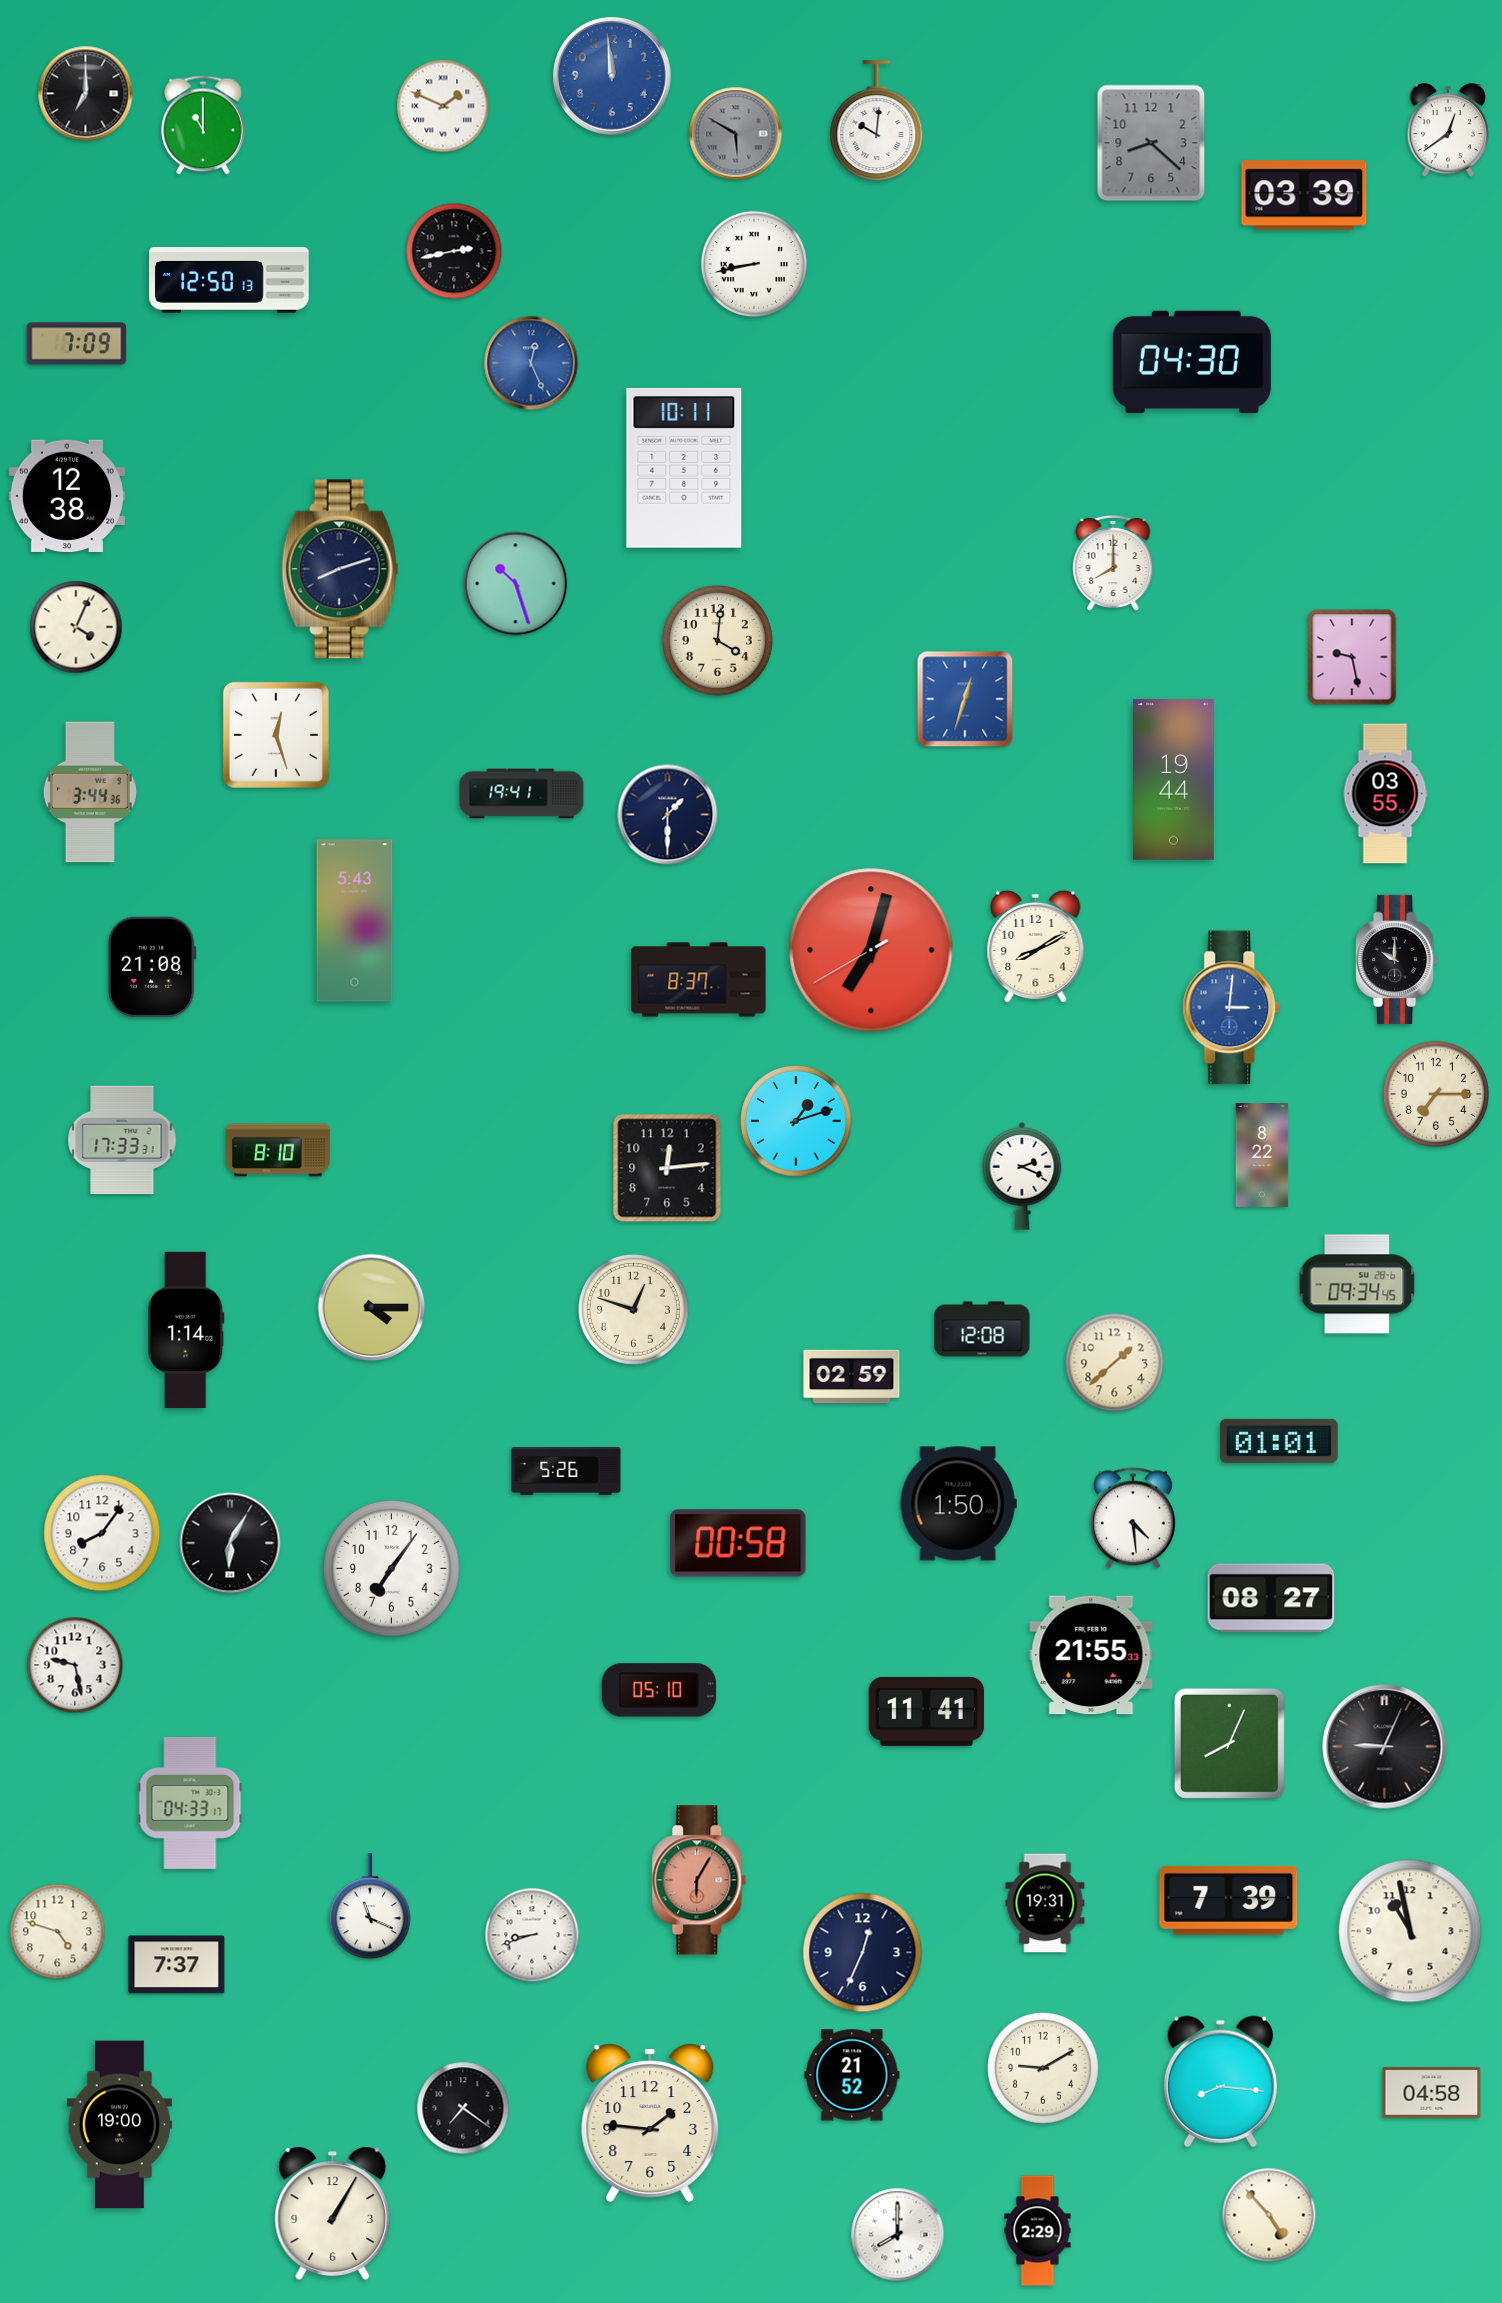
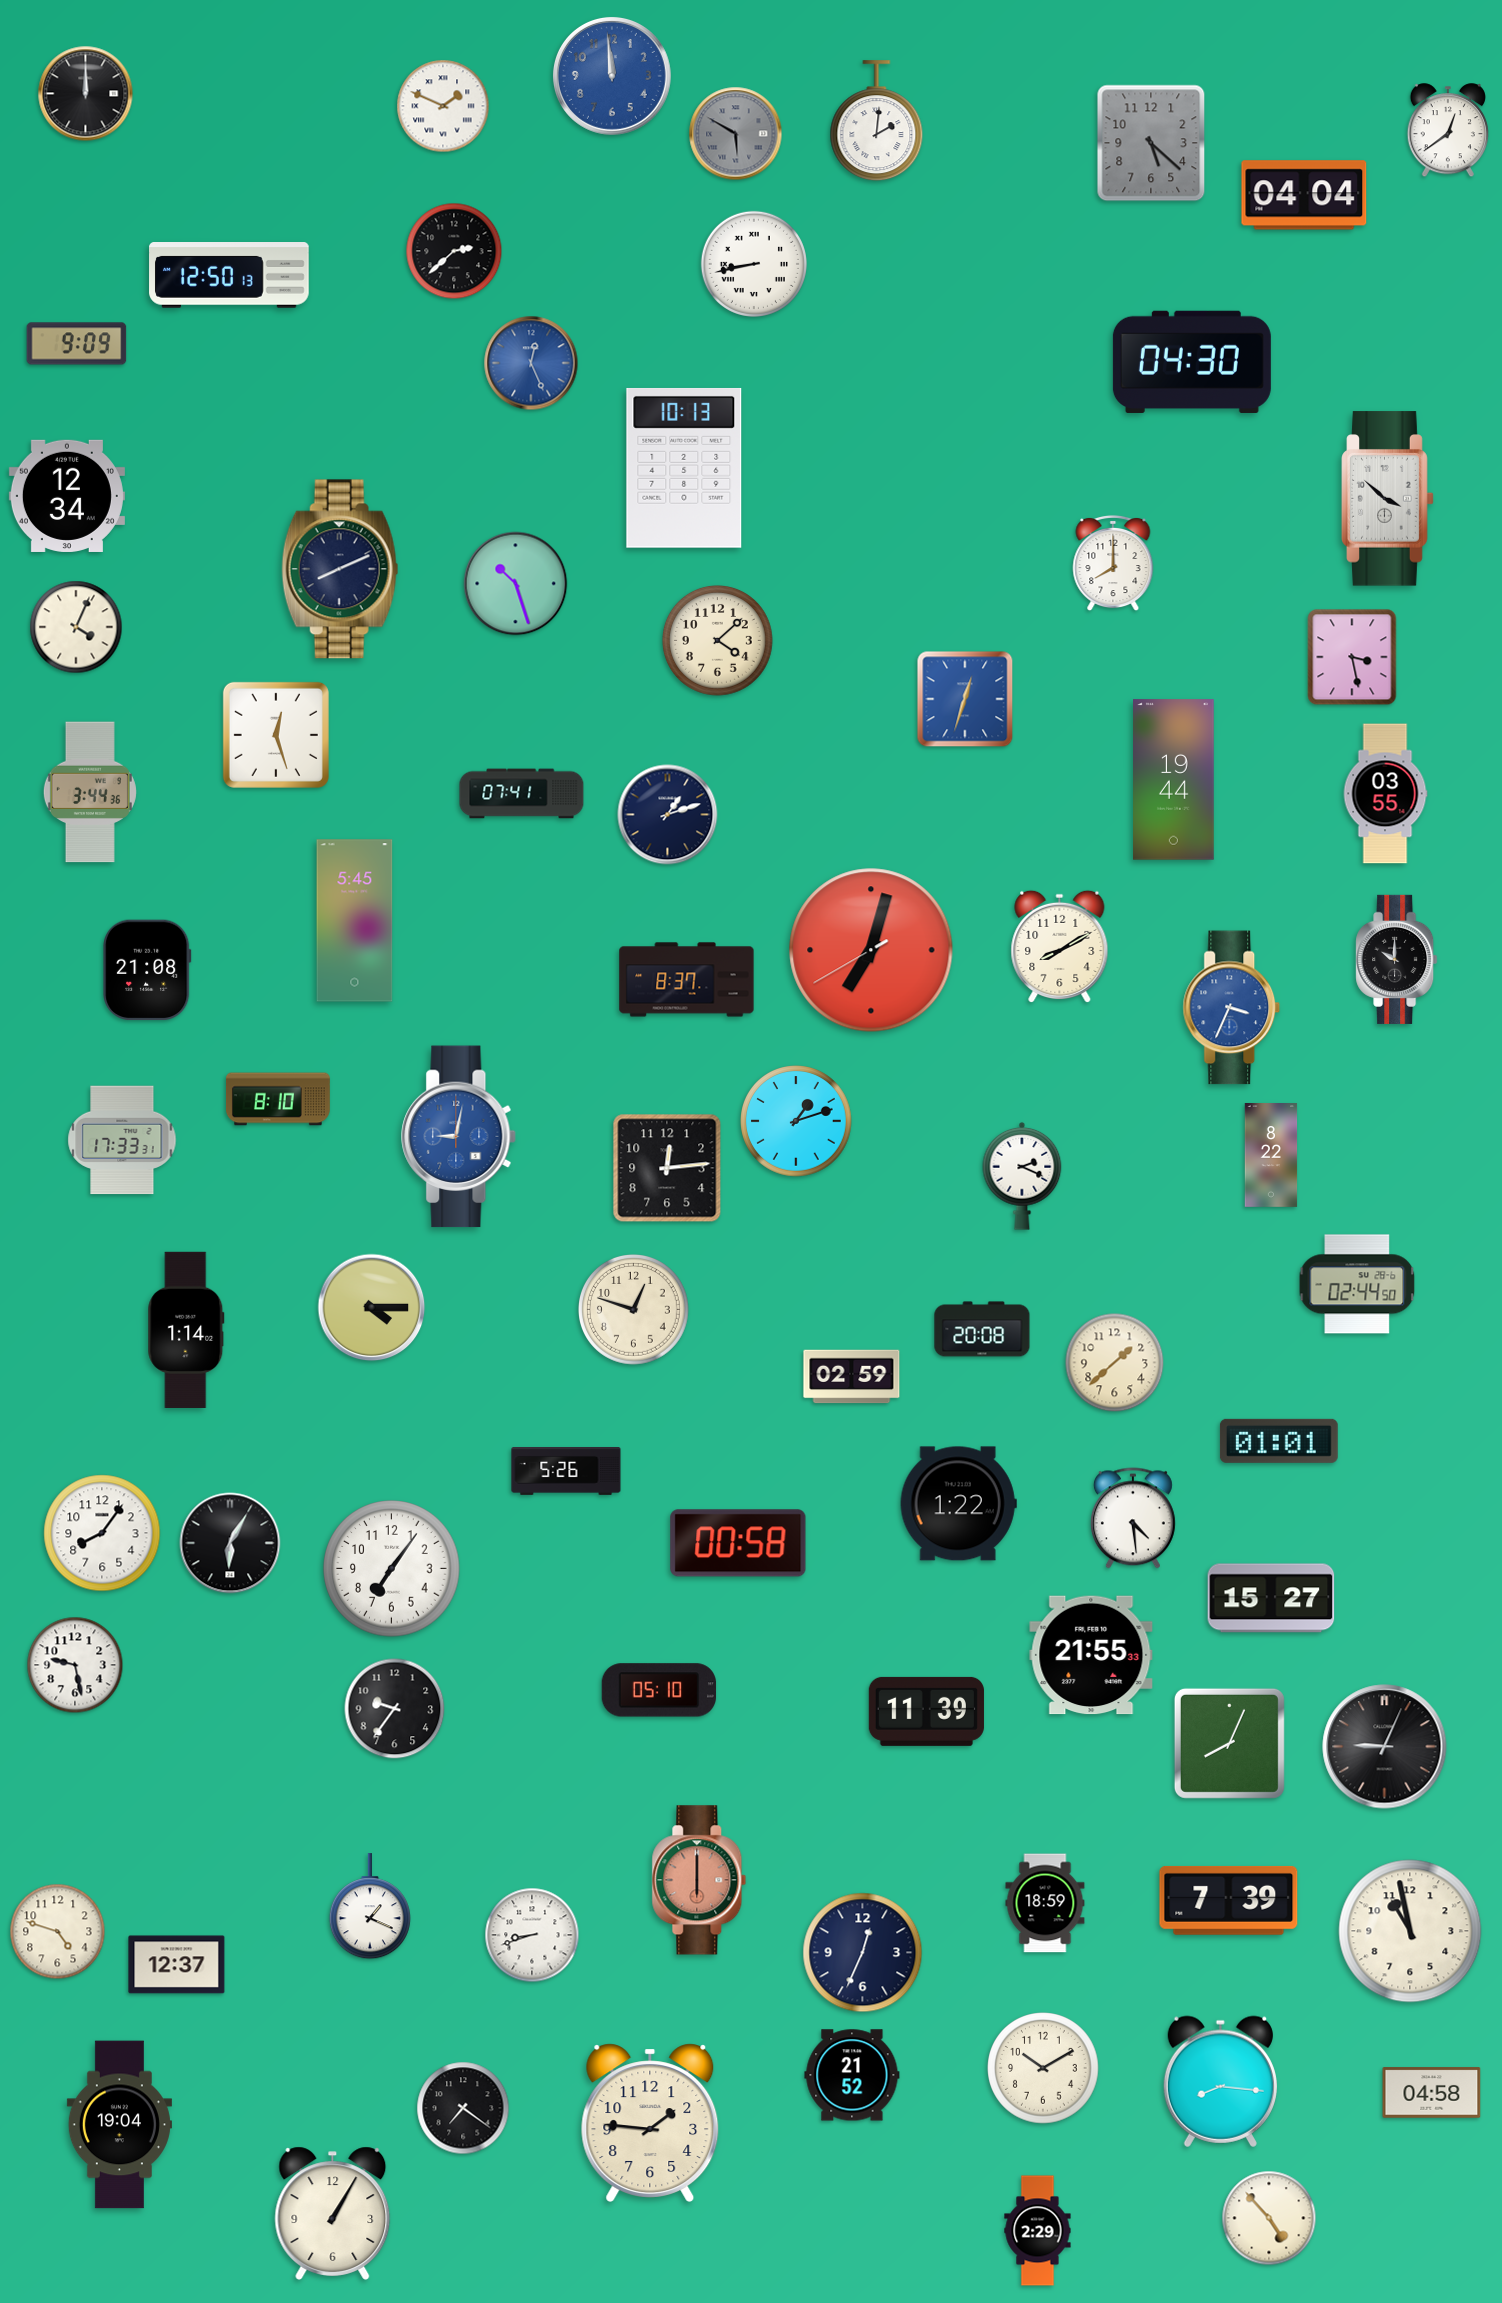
clock at (86, 94): 7:00 -> 12:00
clock at (877, 121): 10:01 -> 2:01
clock at (203, 125): 11:00 -> none
clock at (1151, 143): 8:22 -> 5:22
clock at (1304, 195): 03:39 -> 04:04
clock at (454, 251): 2:43 -> 2:38
clock at (229, 281) position: (229, 281) -> (229, 276)
clock at (77, 344): 7:09 -> 9:09
clock at (684, 468): 10:11 -> 10:13
clock at (67, 496): 12:38 -> 12:34
clock at (1388, 499): none -> 3:52
clock at (340, 569): 8:12 -> 8:11
clock at (718, 641): 4:01 -> 4:08
clock at (1352, 657): 9:28 -> 3:28
clock at (522, 794): 19:41 -> 07:41
clock at (668, 815): 1:30 -> 1:12
clock at (355, 921): 5:43 -> 5:45
clock at (1036, 947) position: (1036, 947) -> (1060, 947)
clock at (152, 967) position: (152, 967) -> (147, 970)
clock at (699, 980) position: (699, 980) -> (687, 980)
clock at (1232, 1008): 3:01 -> 3:34
clock at (1436, 1094): 7:15 -> none
clock at (459, 1137): none -> 9:02
clock at (278, 1150) position: (278, 1150) -> (278, 1099)
clock at (1262, 1156) position: (1262, 1156) -> (1271, 1156)
clock at (1357, 1284): 09:34 -> 02:44
clock at (982, 1329): 12:08 -> 20:08
clock at (958, 1504): 1:50 -> 1:22
clock at (1271, 1598): 08:27 -> 15:27
clock at (395, 1709): none -> 9:36
clock at (926, 1711): 11:41 -> 11:39
clock at (190, 1804): 04:33 -> none
clock at (699, 1880): 6:05 -> 6:00
clock at (1045, 1903): 19:31 -> 18:59
clock at (370, 1907): 11:19 -> 1:19
clock at (177, 1965): 7:37 -> 12:37
clock at (1043, 2068): 9:10 -> 10:10
clock at (119, 2125): 19:00 -> 19:04
clock at (1269, 2215) position: (1269, 2215) -> (1269, 2218)
clock at (898, 2235): 8:00 -> none
